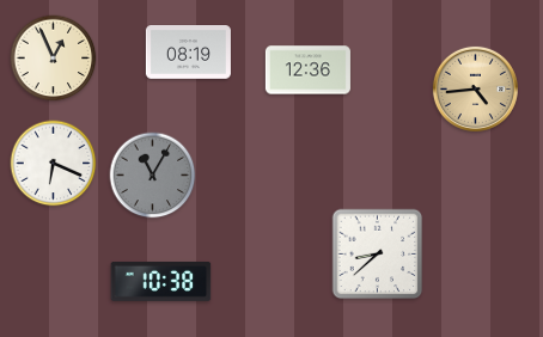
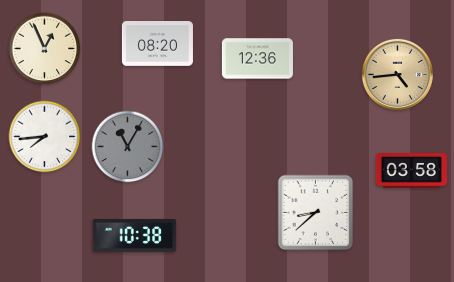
clock at (188, 53): 08:19 -> 08:20
clock at (54, 164): 6:19 -> 7:44
clock at (411, 171): none -> 03:58
